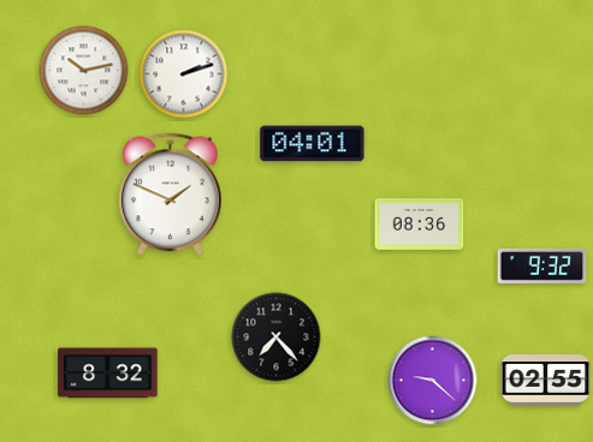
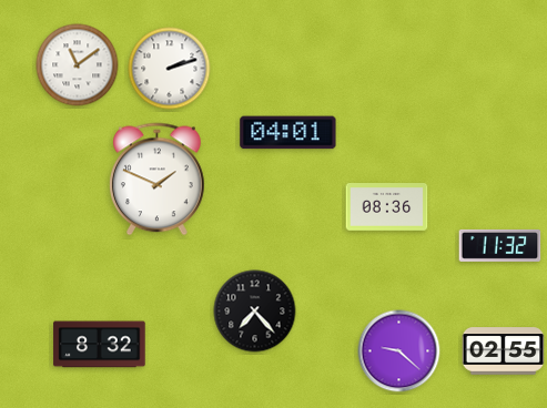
clock at (84, 71): 10:13 -> 11:09
clock at (542, 265): 9:32 -> 11:32
